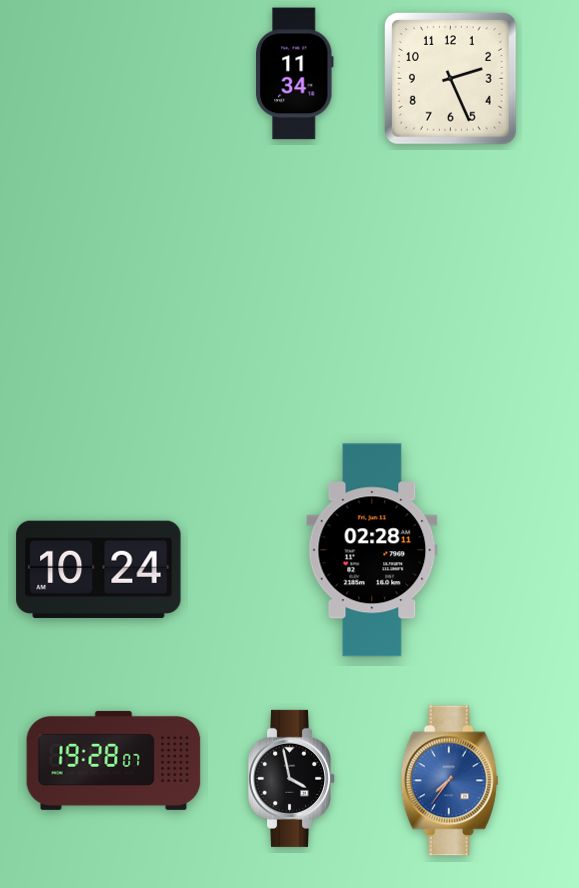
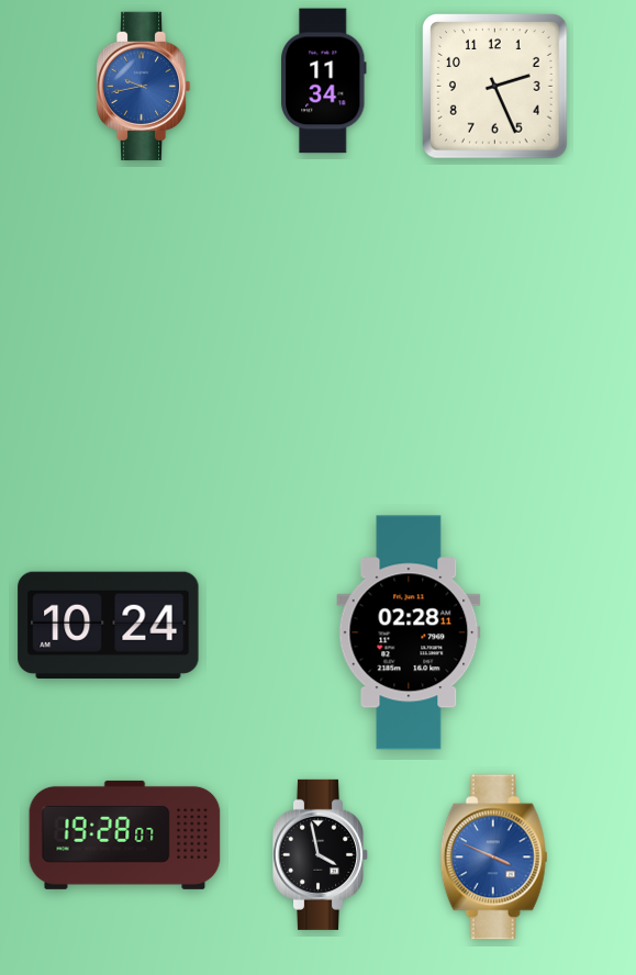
clock at (143, 86): none -> 9:43
clock at (372, 550) position: (372, 550) -> (409, 632)
clock at (449, 781): 7:36 -> 3:49
